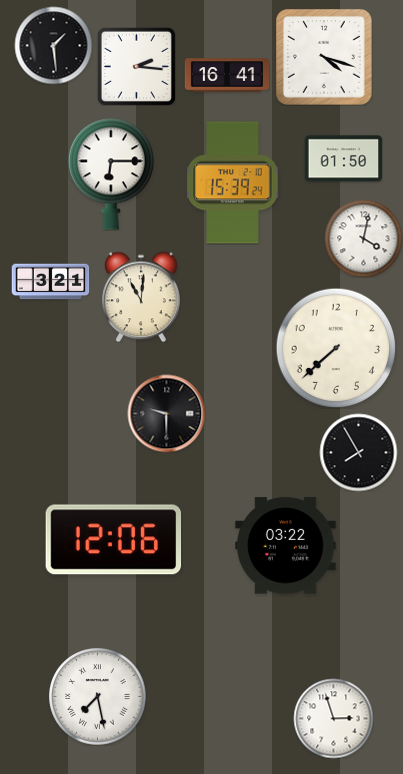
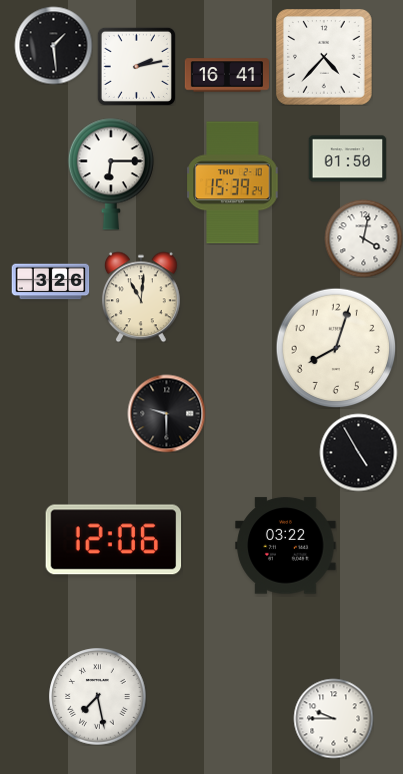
clock at (325, 58): 4:18 -> 4:37
clock at (136, 66): 2:16 -> 2:13
clock at (343, 159) position: (343, 159) -> (347, 159)
clock at (50, 282): 3:21 -> 3:26
clock at (336, 348): 7:38 -> 8:03
clock at (358, 452): 7:55 -> 4:55
clock at (333, 718): 2:57 -> 9:45
